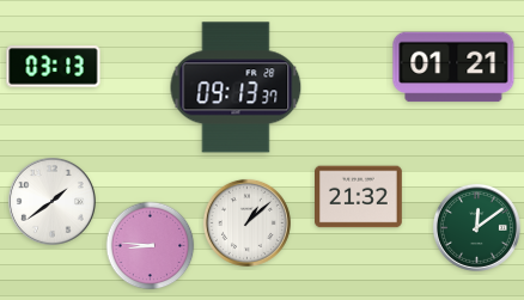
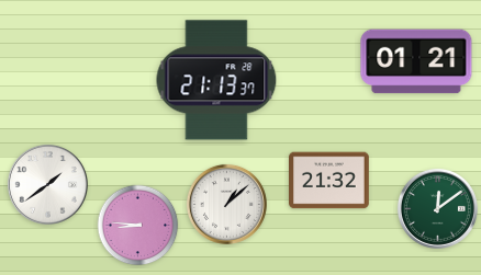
clock at (54, 67): 03:13 -> none
clock at (236, 87): 09:13 -> 21:13
